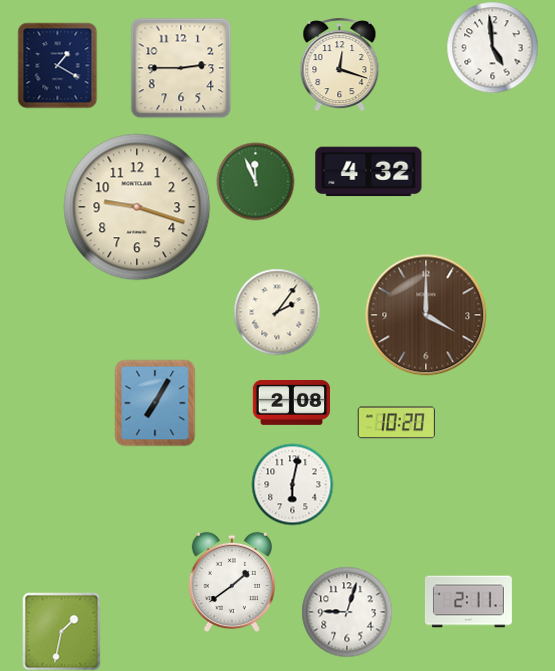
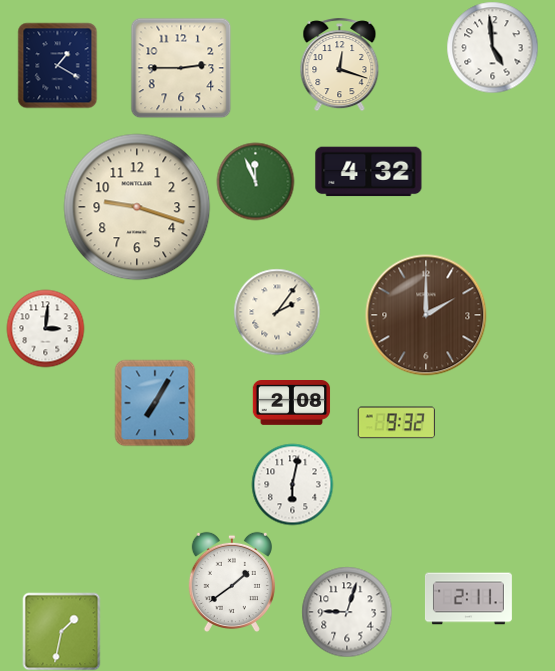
clock at (426, 315): 4:00 -> 2:00
clock at (45, 328): none -> 3:01
clock at (396, 423): 10:20 -> 9:32
clock at (468, 602) position: (468, 602) -> (468, 599)
